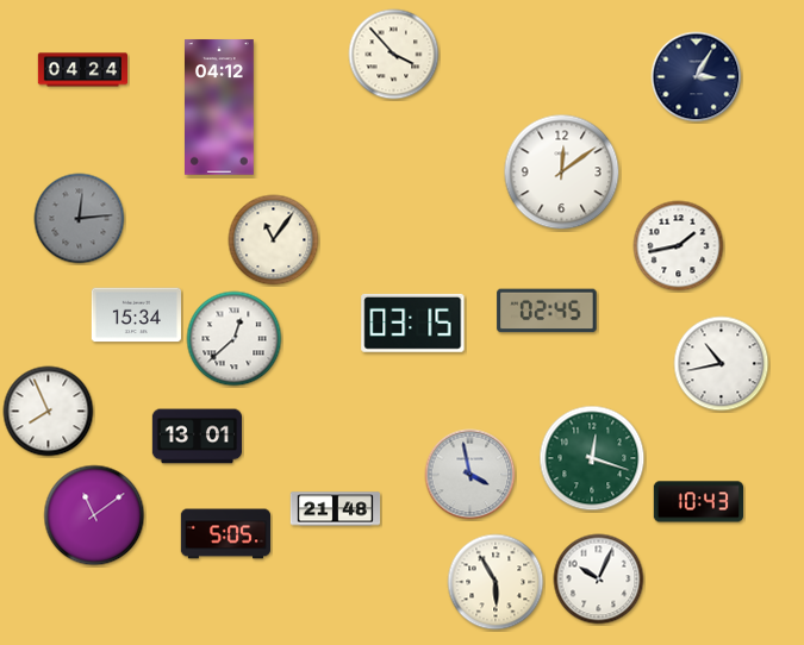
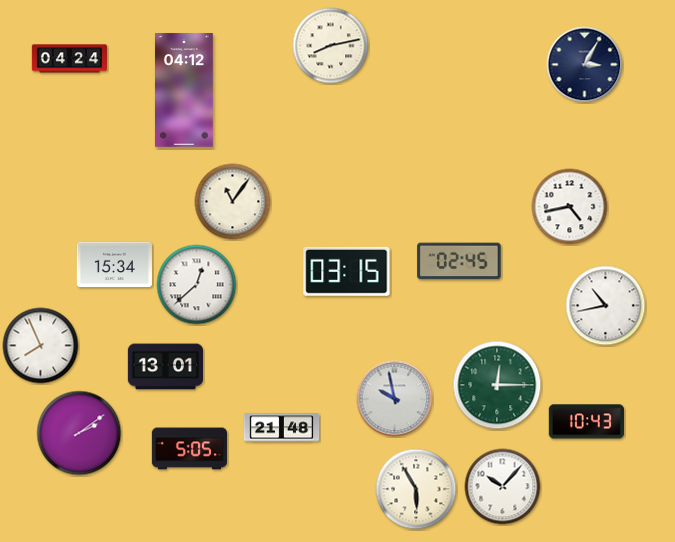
clock at (394, 55): 3:53 -> 8:13
clock at (562, 173): 12:09 -> none
clock at (80, 219): 12:14 -> none
clock at (274, 240) position: (274, 240) -> (233, 202)
clock at (679, 246): 1:43 -> 4:43
clock at (592, 458): 12:18 -> 12:15
clock at (470, 475): 3:58 -> 9:58
clock at (94, 515): 11:09 -> 2:09
clock at (599, 580): 10:04 -> 10:07
